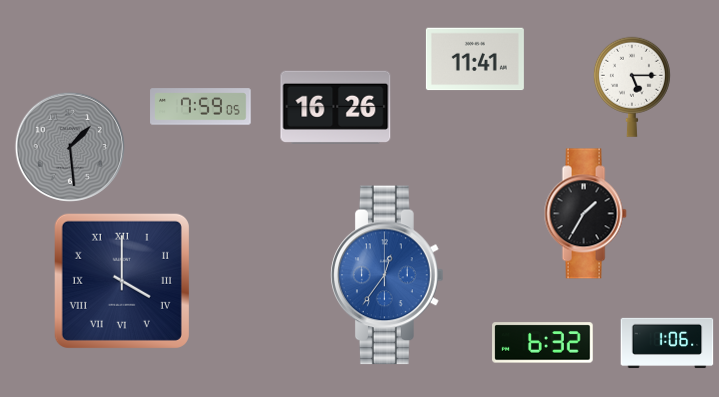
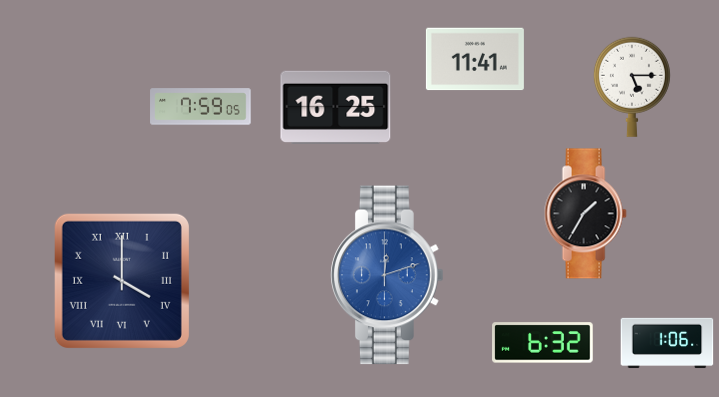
clock at (336, 107): 16:26 -> 16:25
clock at (70, 147): 1:29 -> none
clock at (387, 275): 12:36 -> 12:12
